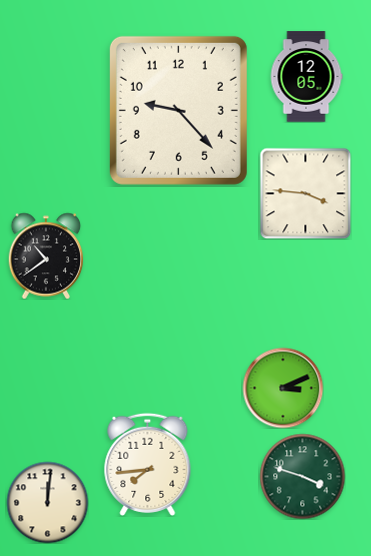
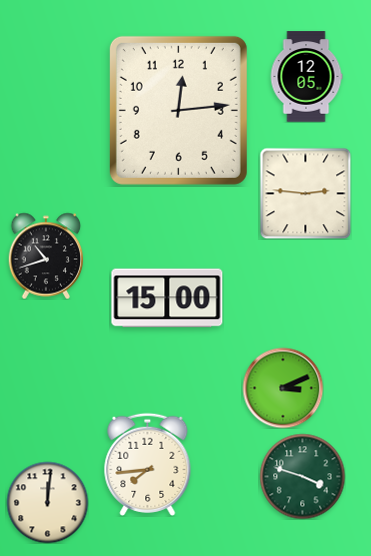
clock at (178, 110): 9:23 -> 12:14
clock at (305, 193): 3:46 -> 2:46
clock at (46, 256): 10:39 -> 10:42
clock at (167, 298): none -> 15:00
